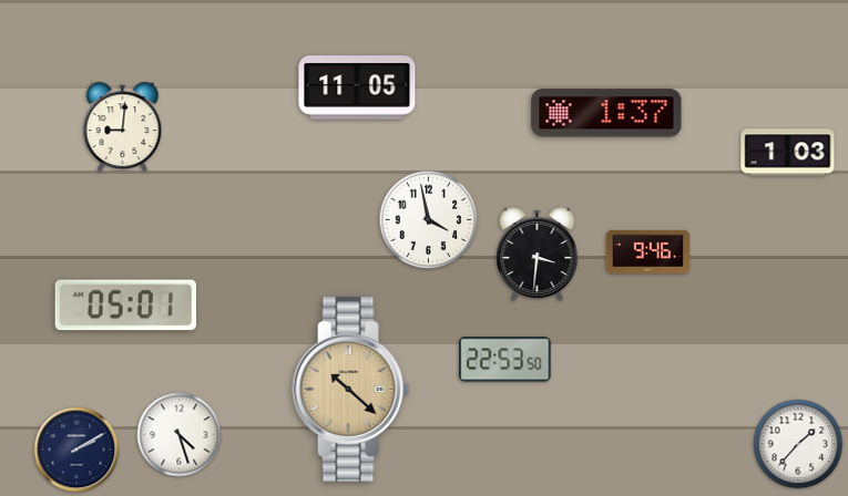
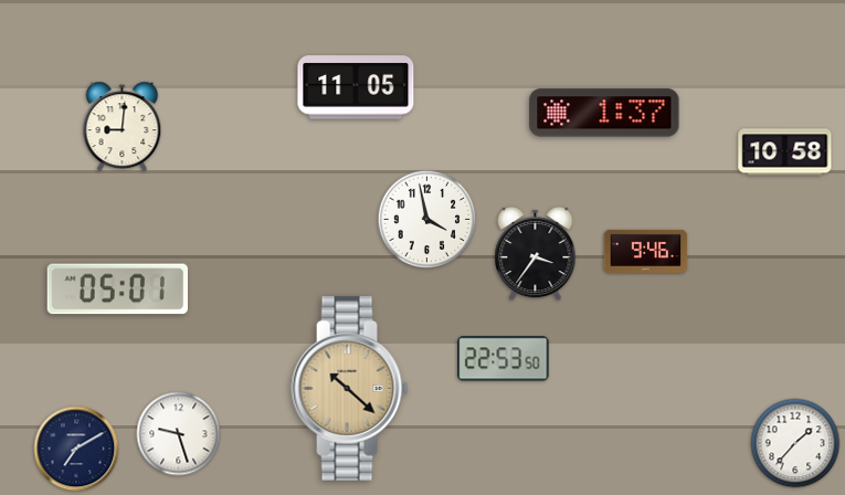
clock at (788, 153): 1:03 -> 10:58
clock at (538, 255): 3:31 -> 3:36
clock at (125, 306) position: (125, 306) -> (117, 289)
clock at (180, 435): 4:27 -> 9:27
clock at (76, 449): 2:10 -> 7:10
